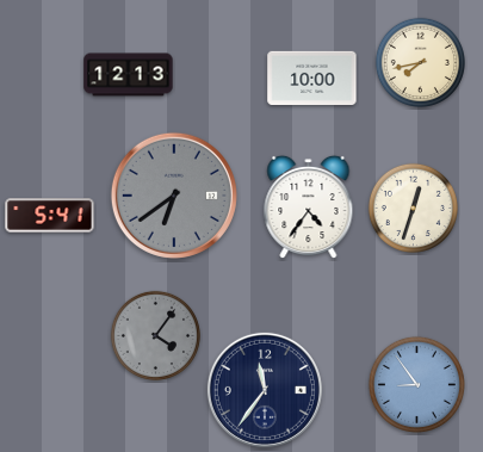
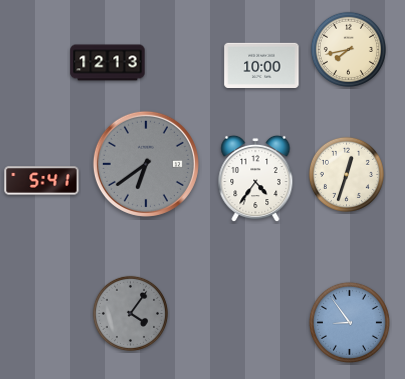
clock at (420, 62) position: (420, 62) -> (348, 49)
clock at (309, 208) position: (309, 208) -> (256, 179)
clock at (155, 335) position: (155, 335) -> (130, 313)
clock at (265, 390): 11:36 -> none
